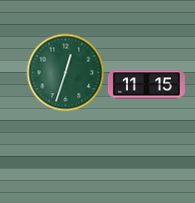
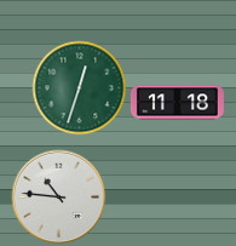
clock at (146, 85): 11:15 -> 11:18
clock at (58, 196): none -> 10:46
